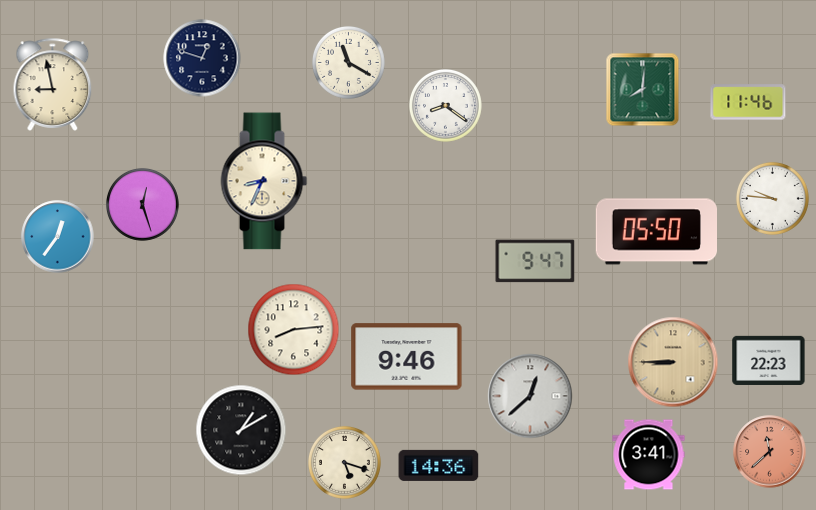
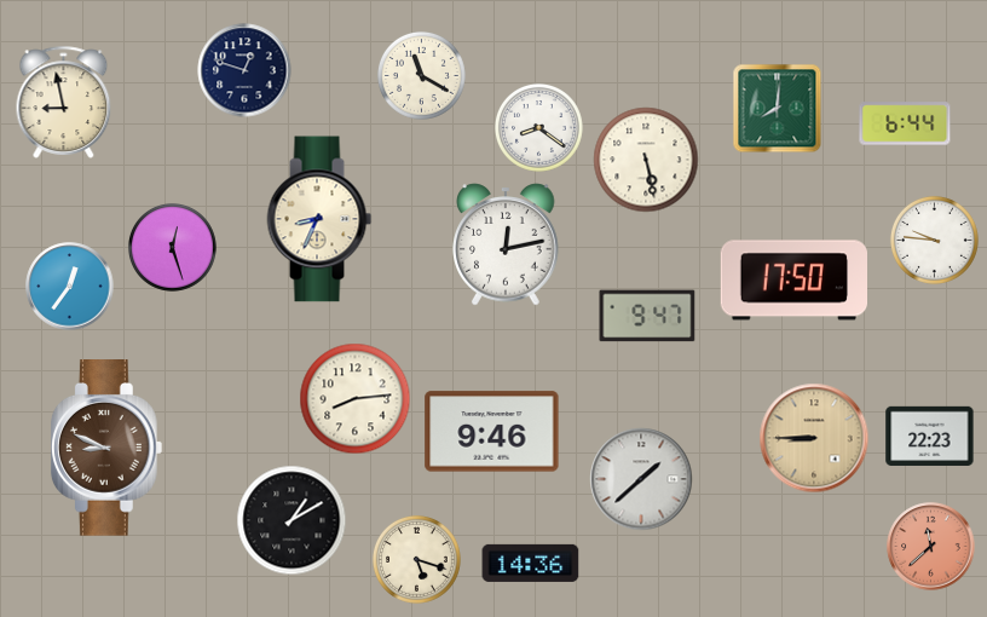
clock at (748, 102): 11:46 -> 6:44
clock at (646, 160): none -> 5:28
clock at (506, 244): none -> 12:13
clock at (656, 232): 05:50 -> 17:50
clock at (106, 448): none -> 8:49
clock at (530, 396): 12:38 -> 1:38
clock at (649, 455): 3:41 -> none
